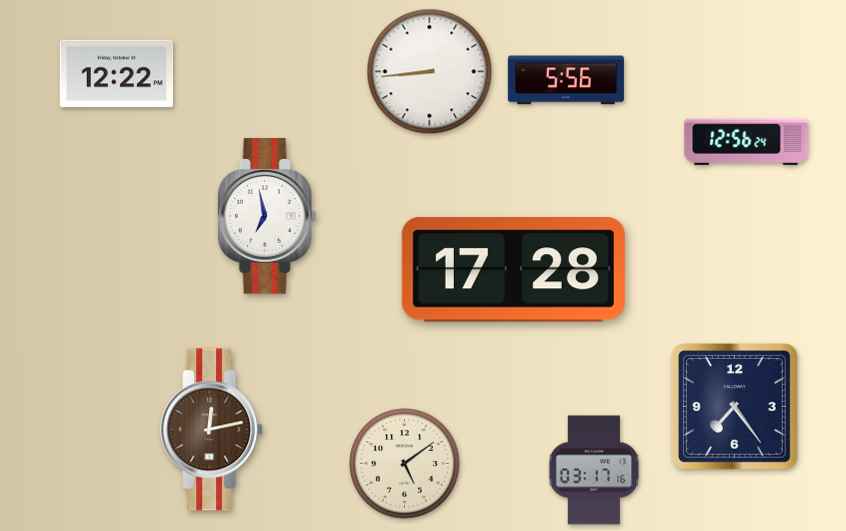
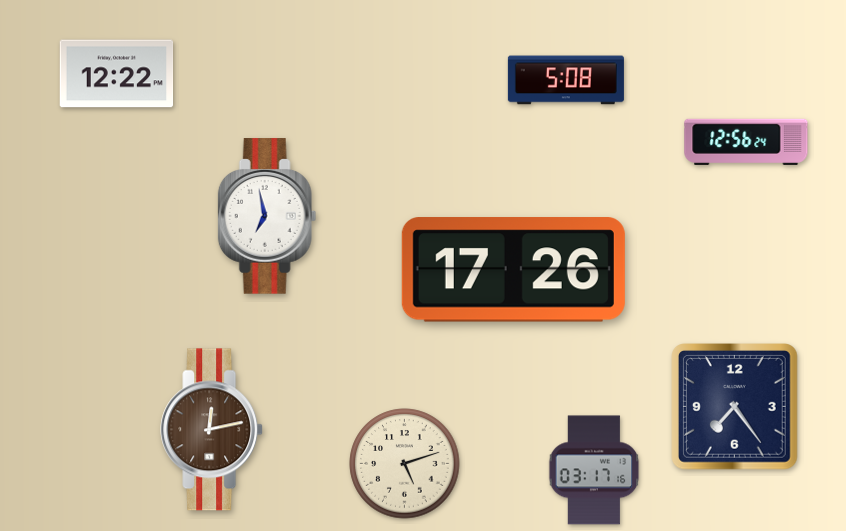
clock at (430, 72): 8:44 -> none
clock at (566, 80): 5:56 -> 5:08
clock at (513, 270): 17:28 -> 17:26
clock at (405, 464): 5:09 -> 5:12
